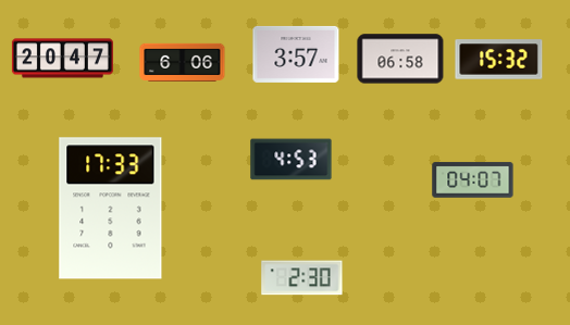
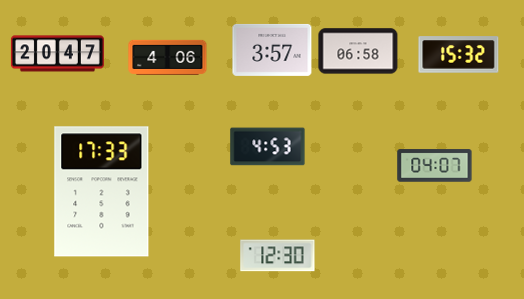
clock at (400, 59) position: (400, 59) -> (358, 51)
clock at (183, 62): 6:06 -> 4:06
clock at (302, 278): 2:30 -> 12:30
